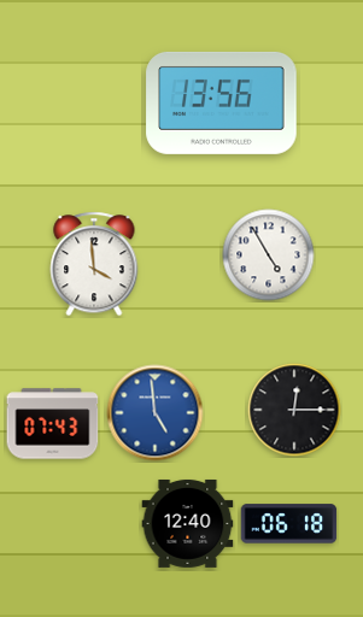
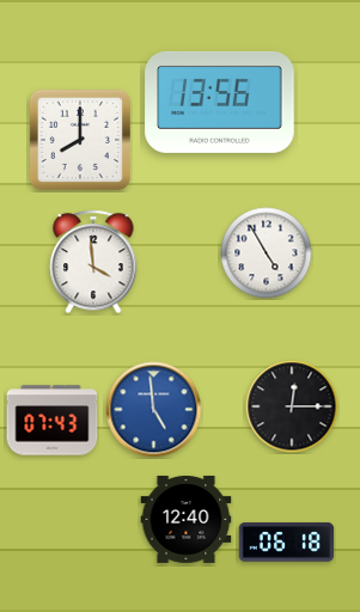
clock at (80, 140): none -> 8:00
clock at (289, 524) position: (289, 524) -> (287, 543)
